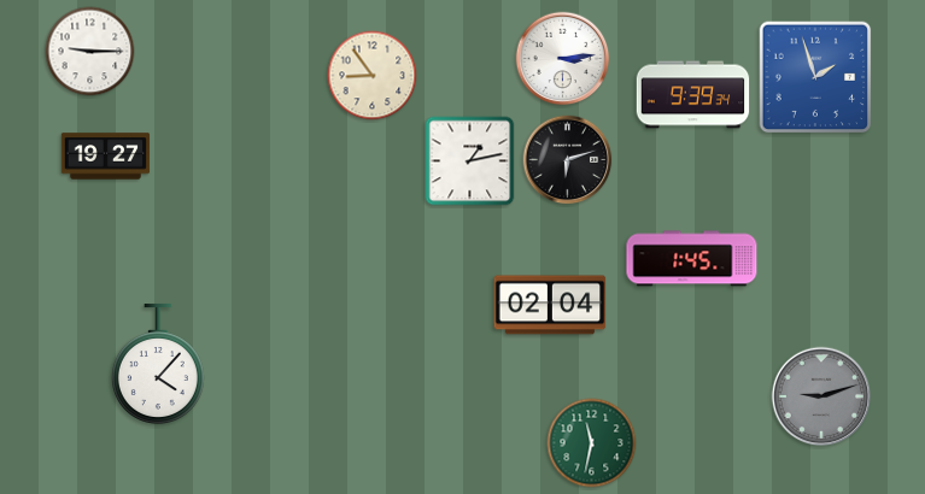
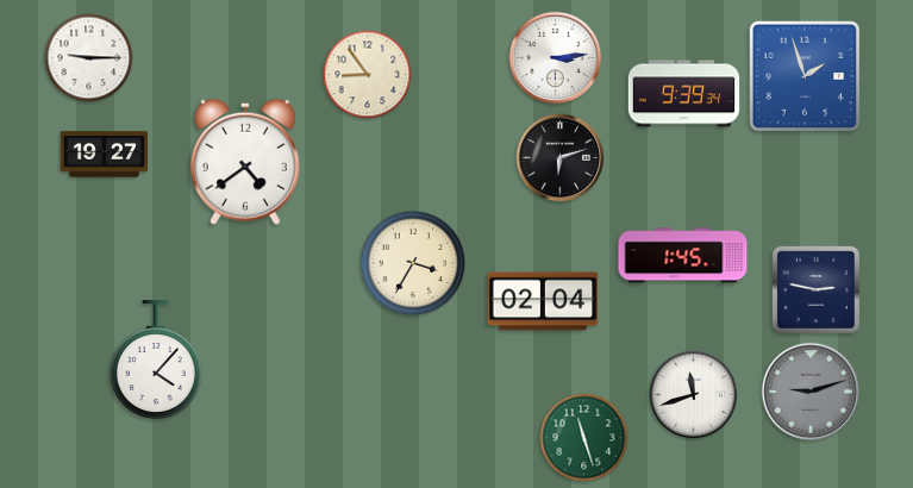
clock at (90, 52) position: (90, 52) -> (89, 58)
clock at (470, 161): 1:13 -> none
clock at (245, 162): none -> 4:39
clock at (413, 263): none -> 3:35
clock at (815, 289): none -> 2:47
clock at (694, 395): none -> 11:42
clock at (592, 443): 11:32 -> 11:27
